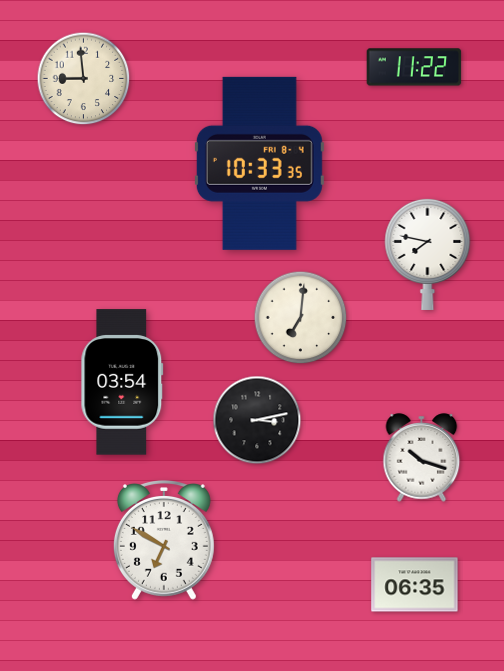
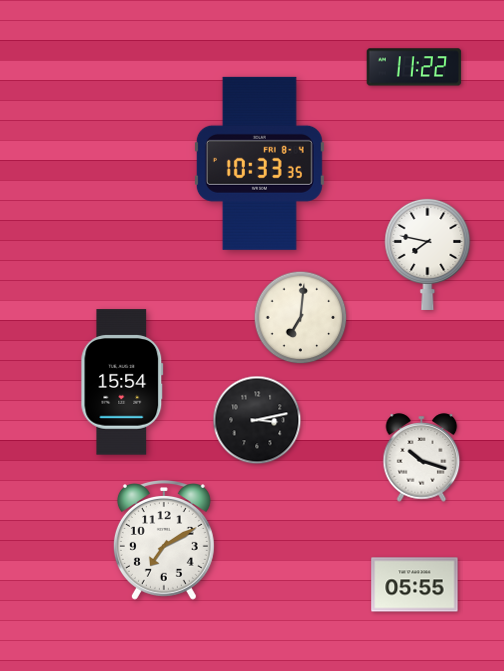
clock at (84, 79): 8:59 -> none
clock at (122, 382): 03:54 -> 15:54
clock at (164, 541): 6:50 -> 7:10
clock at (415, 585): 06:35 -> 05:55
